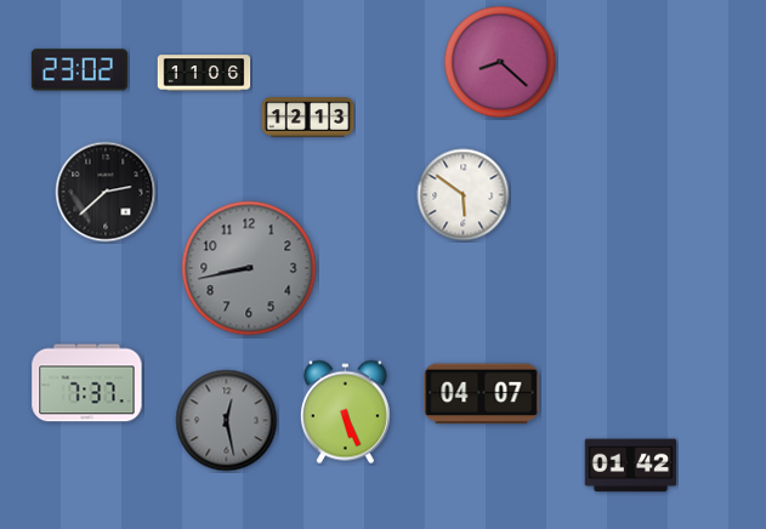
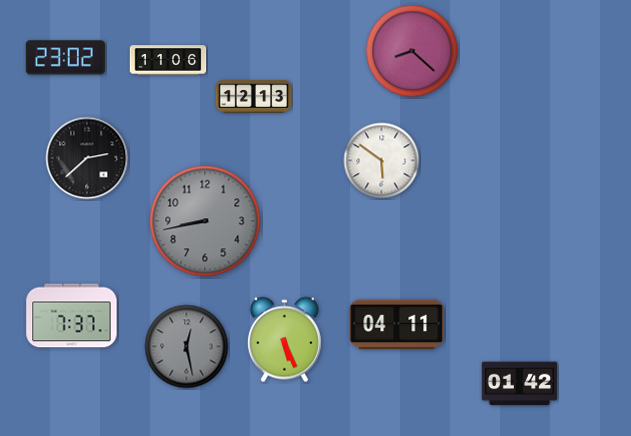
clock at (482, 394): 04:07 -> 04:11
